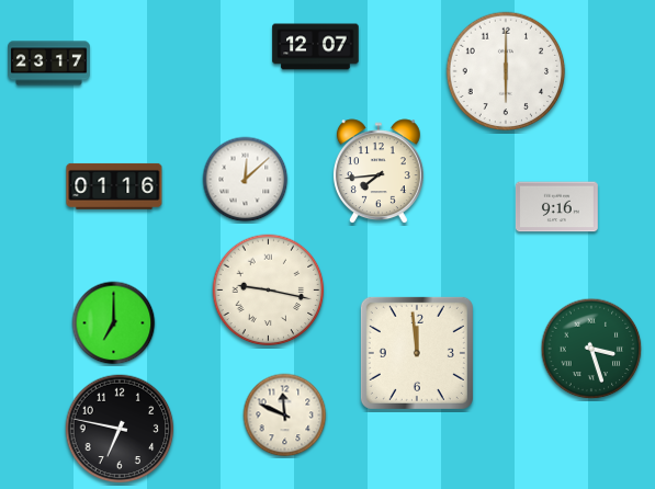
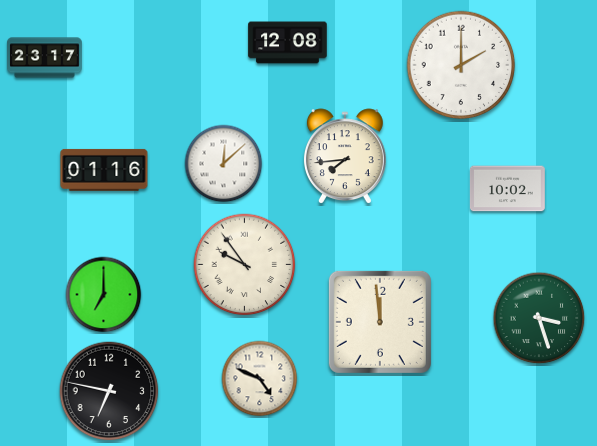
clock at (316, 47): 12:07 -> 12:08
clock at (506, 71): 6:00 -> 2:00
clock at (556, 207): 9:16 -> 10:02
clock at (269, 291): 9:17 -> 9:54
clock at (285, 416): 11:49 -> 4:49
